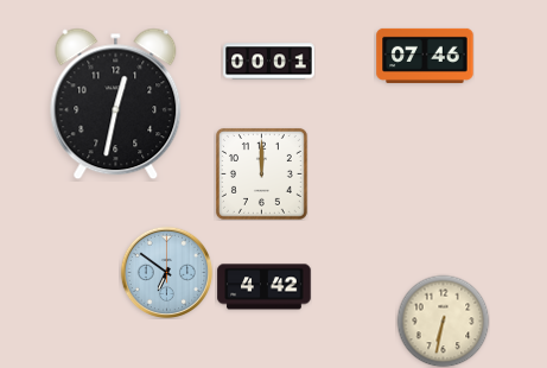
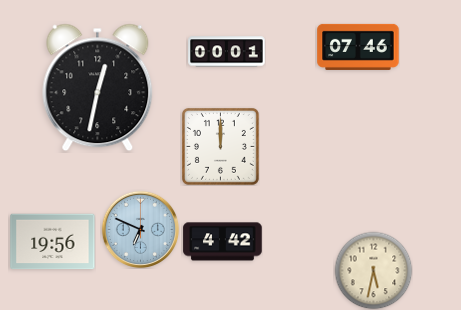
clock at (166, 272): 6:51 -> 6:49
clock at (53, 242): none -> 19:56
clock at (443, 321): 6:32 -> 5:32
